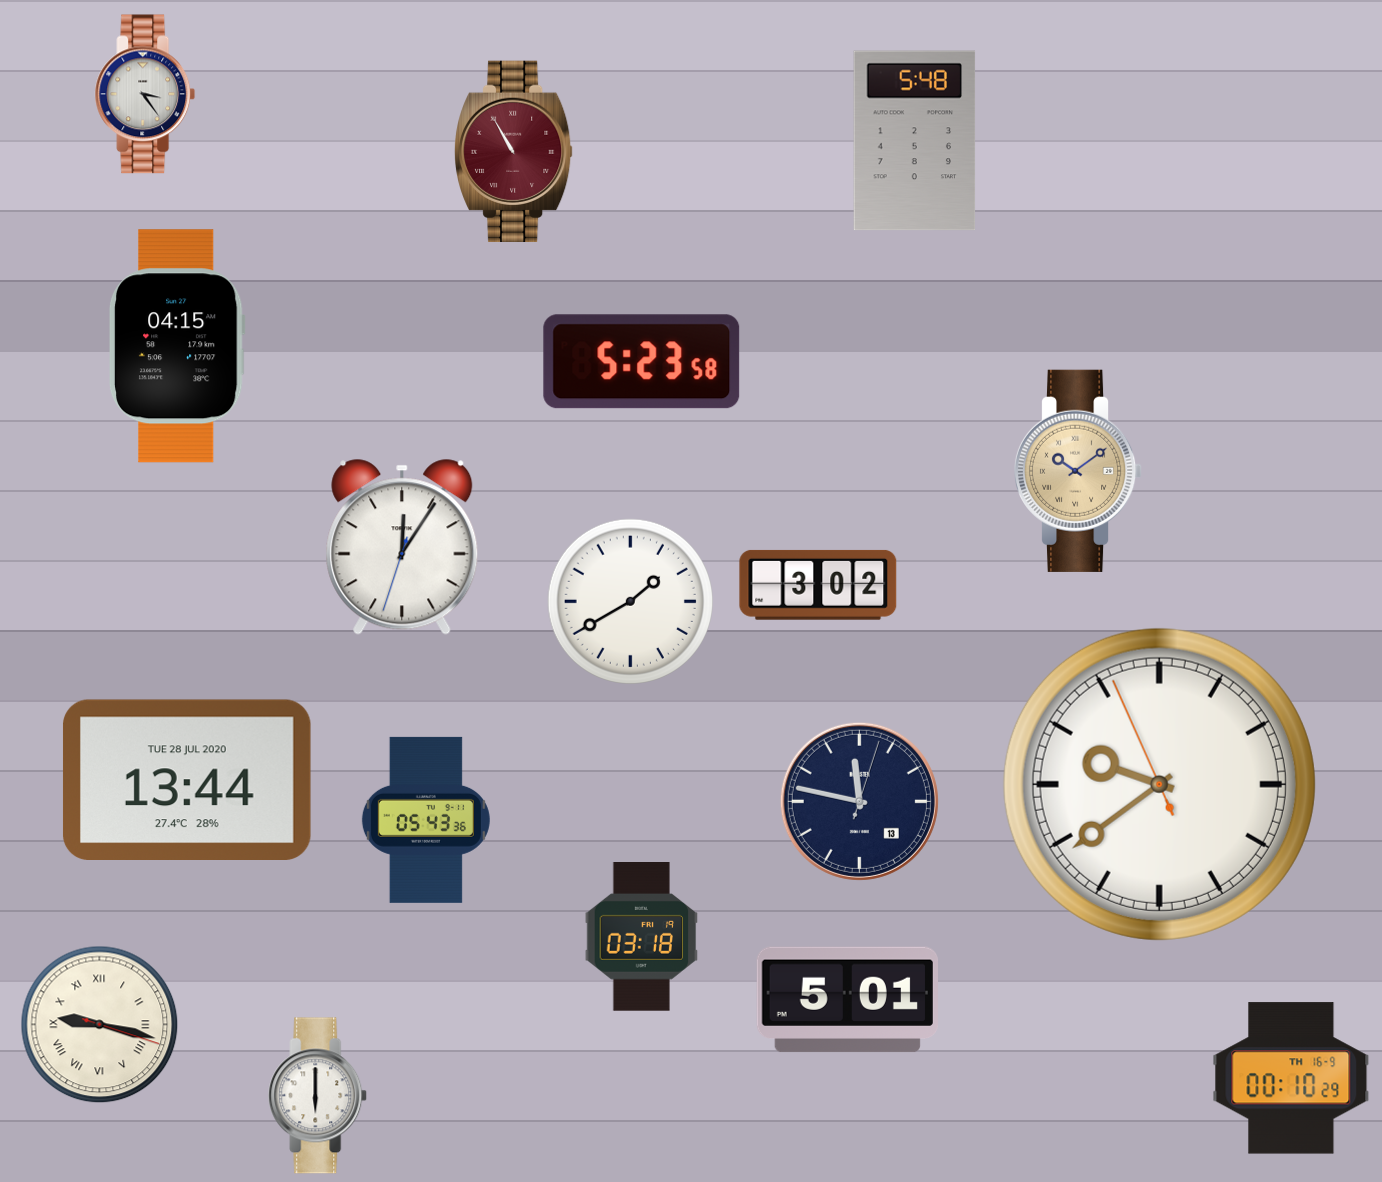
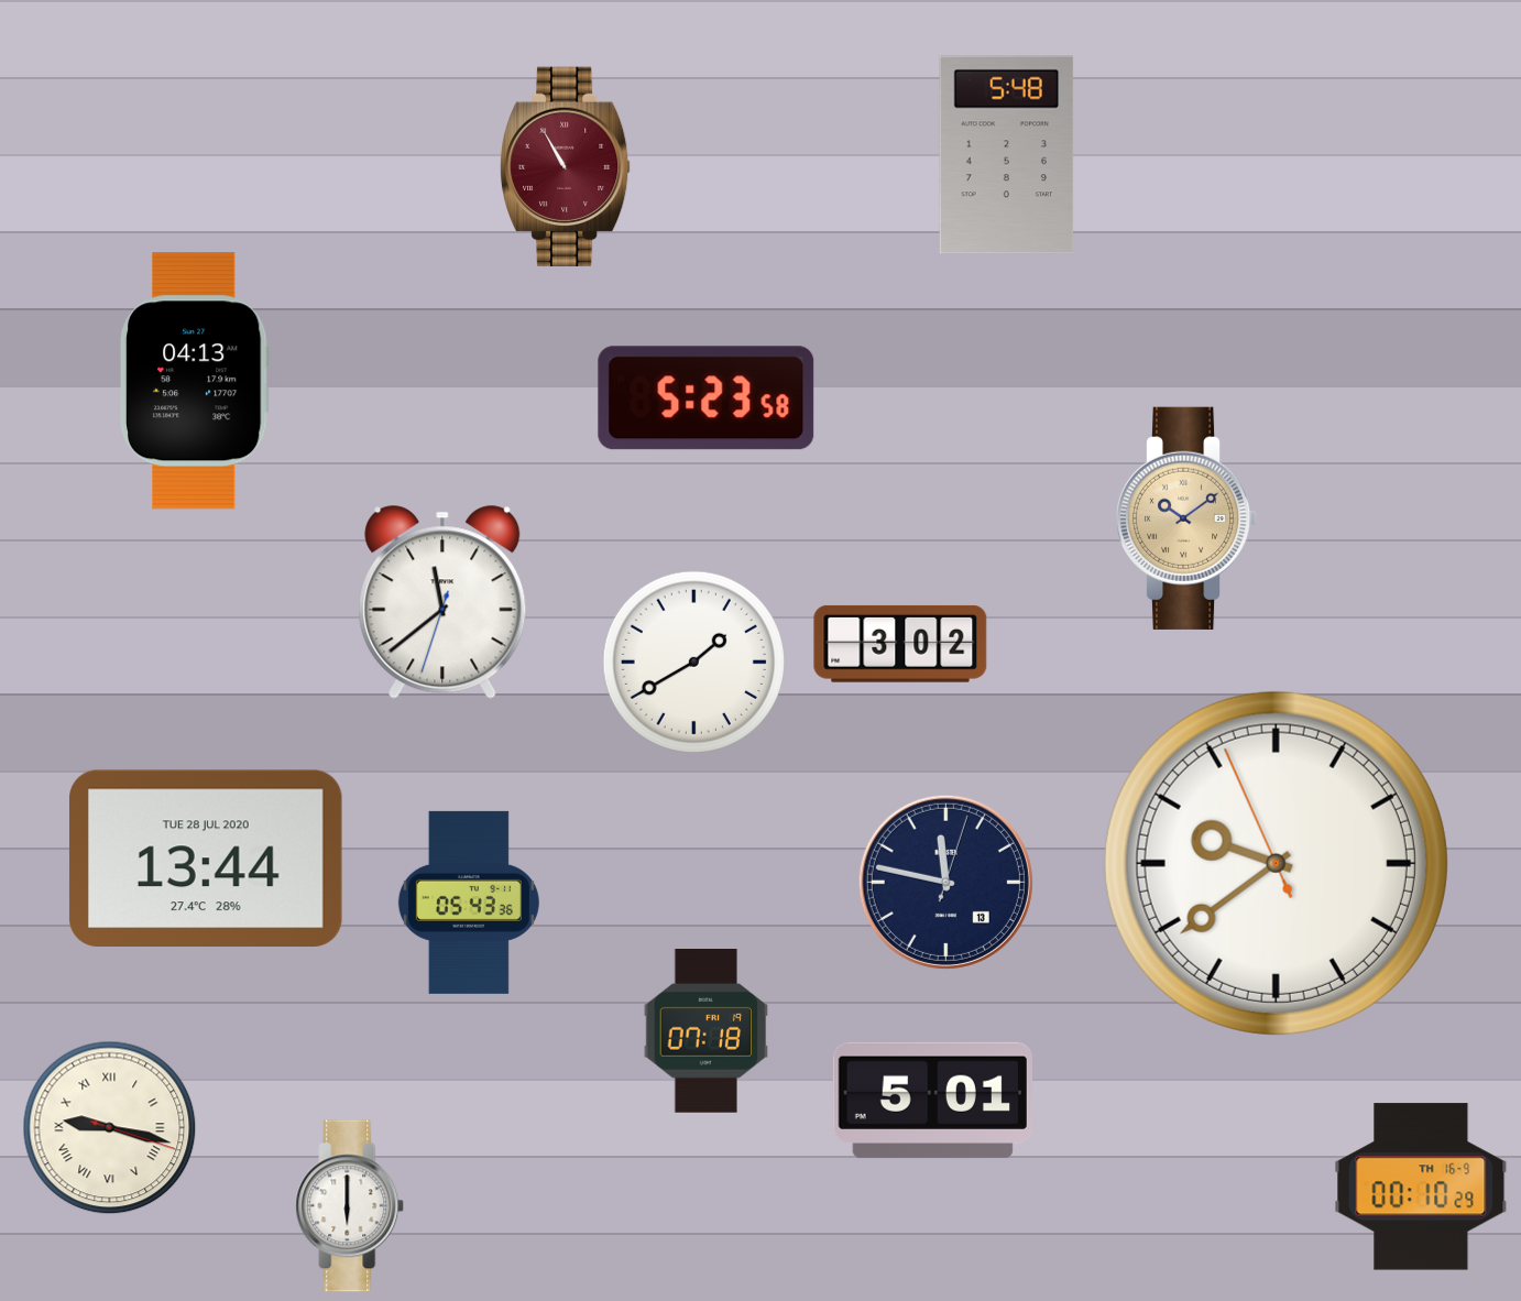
clock at (145, 94): 3:24 -> none
clock at (177, 346): 04:15 -> 04:13
clock at (402, 547): 12:05 -> 11:38
clock at (642, 937): 03:18 -> 07:18
